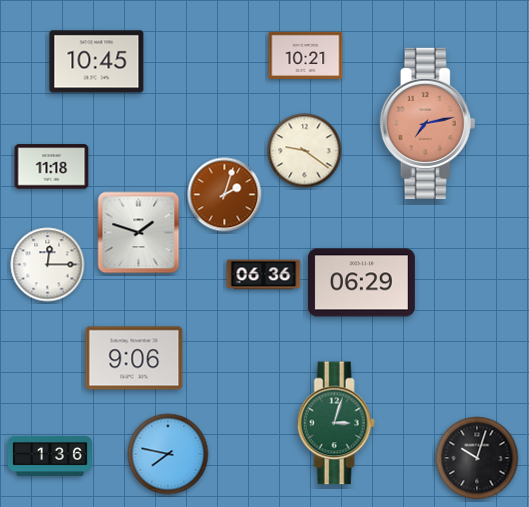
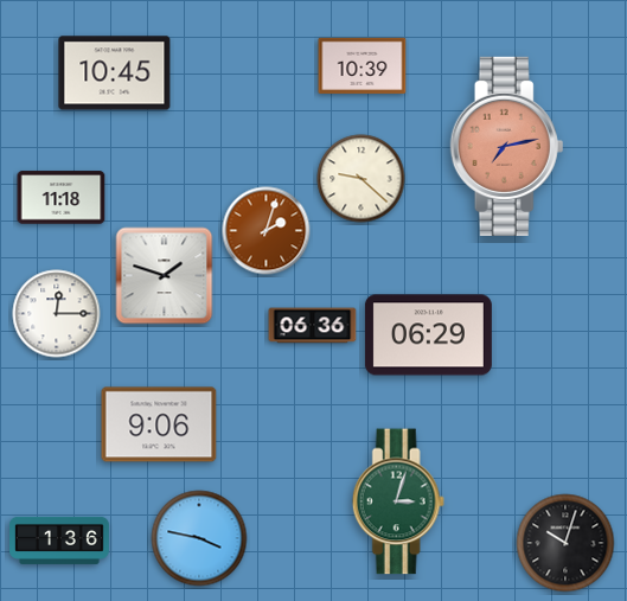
clock at (306, 55): 10:21 -> 10:39
clock at (305, 151): 9:21 -> 9:22
clock at (168, 454): 7:47 -> 3:47
